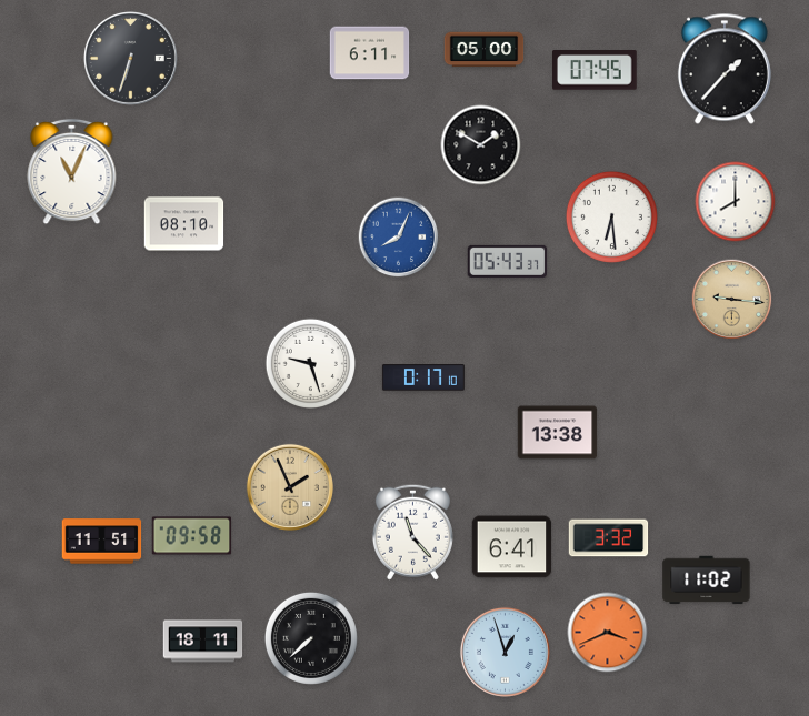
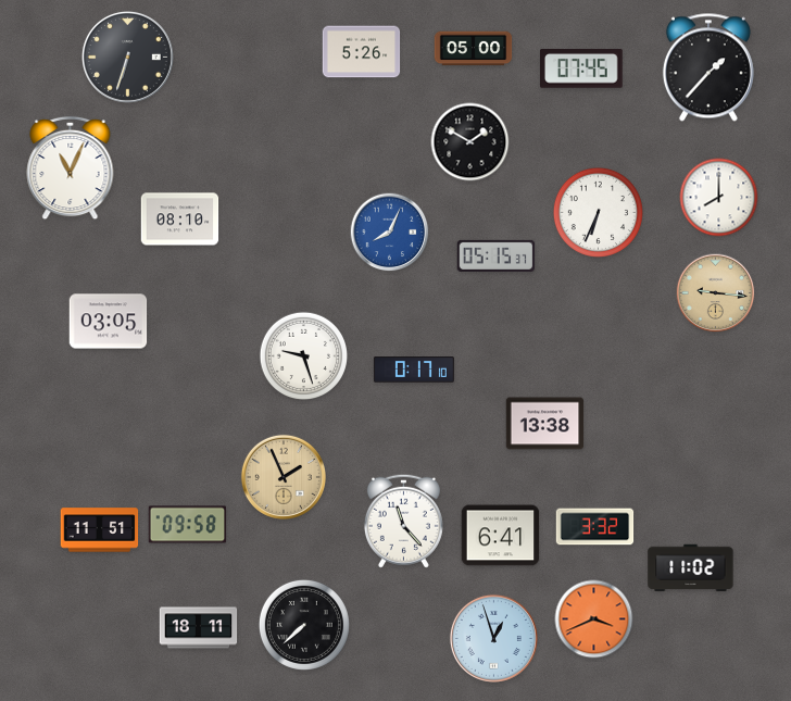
clock at (370, 53): 6:11 -> 5:26
clock at (611, 216): 6:29 -> 6:34
clock at (508, 261): 05:43 -> 05:15
clock at (109, 322): none -> 03:05
